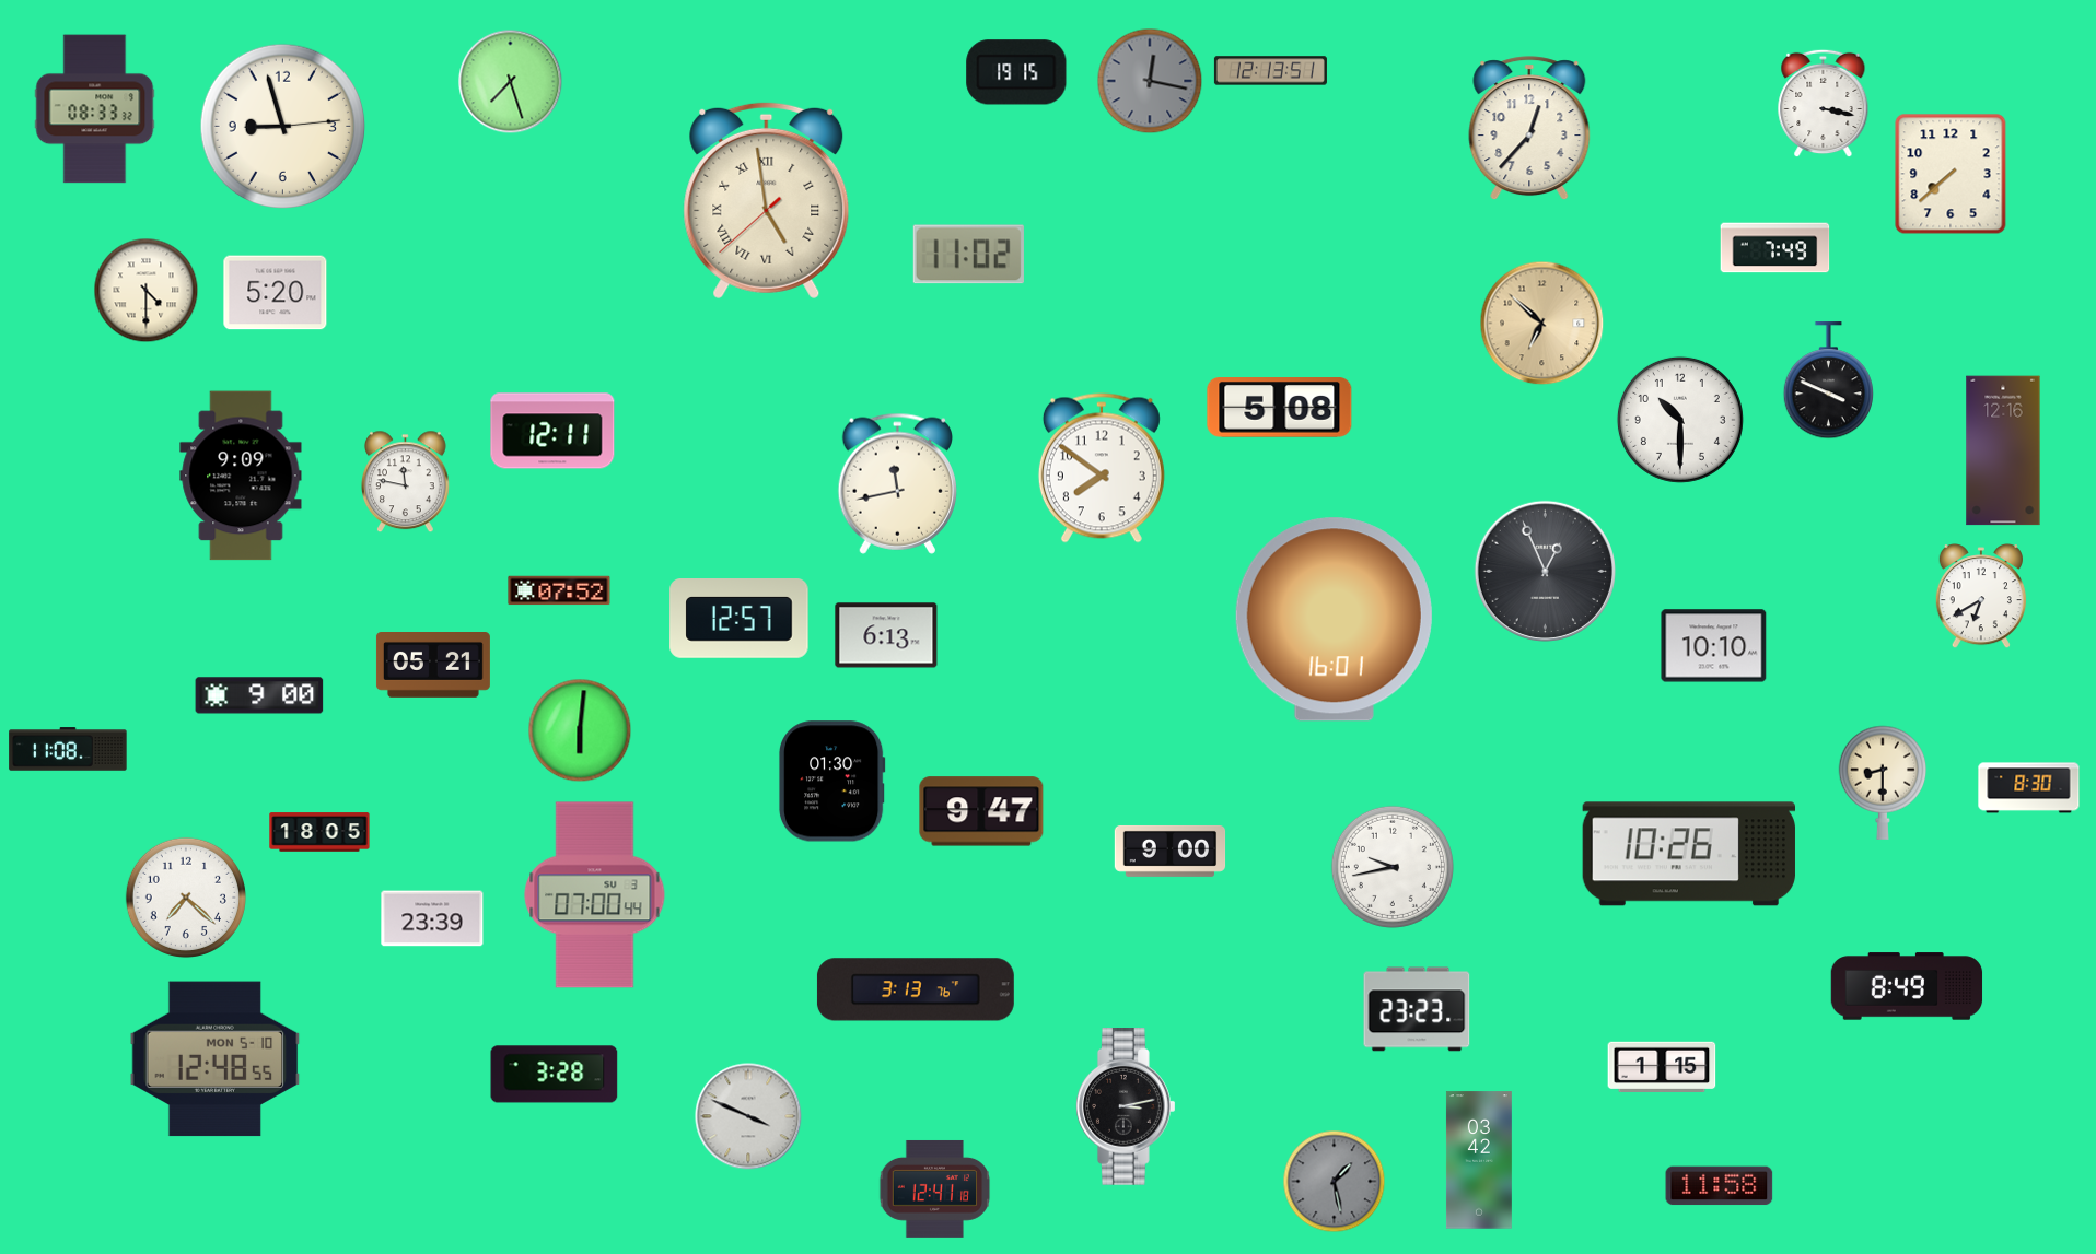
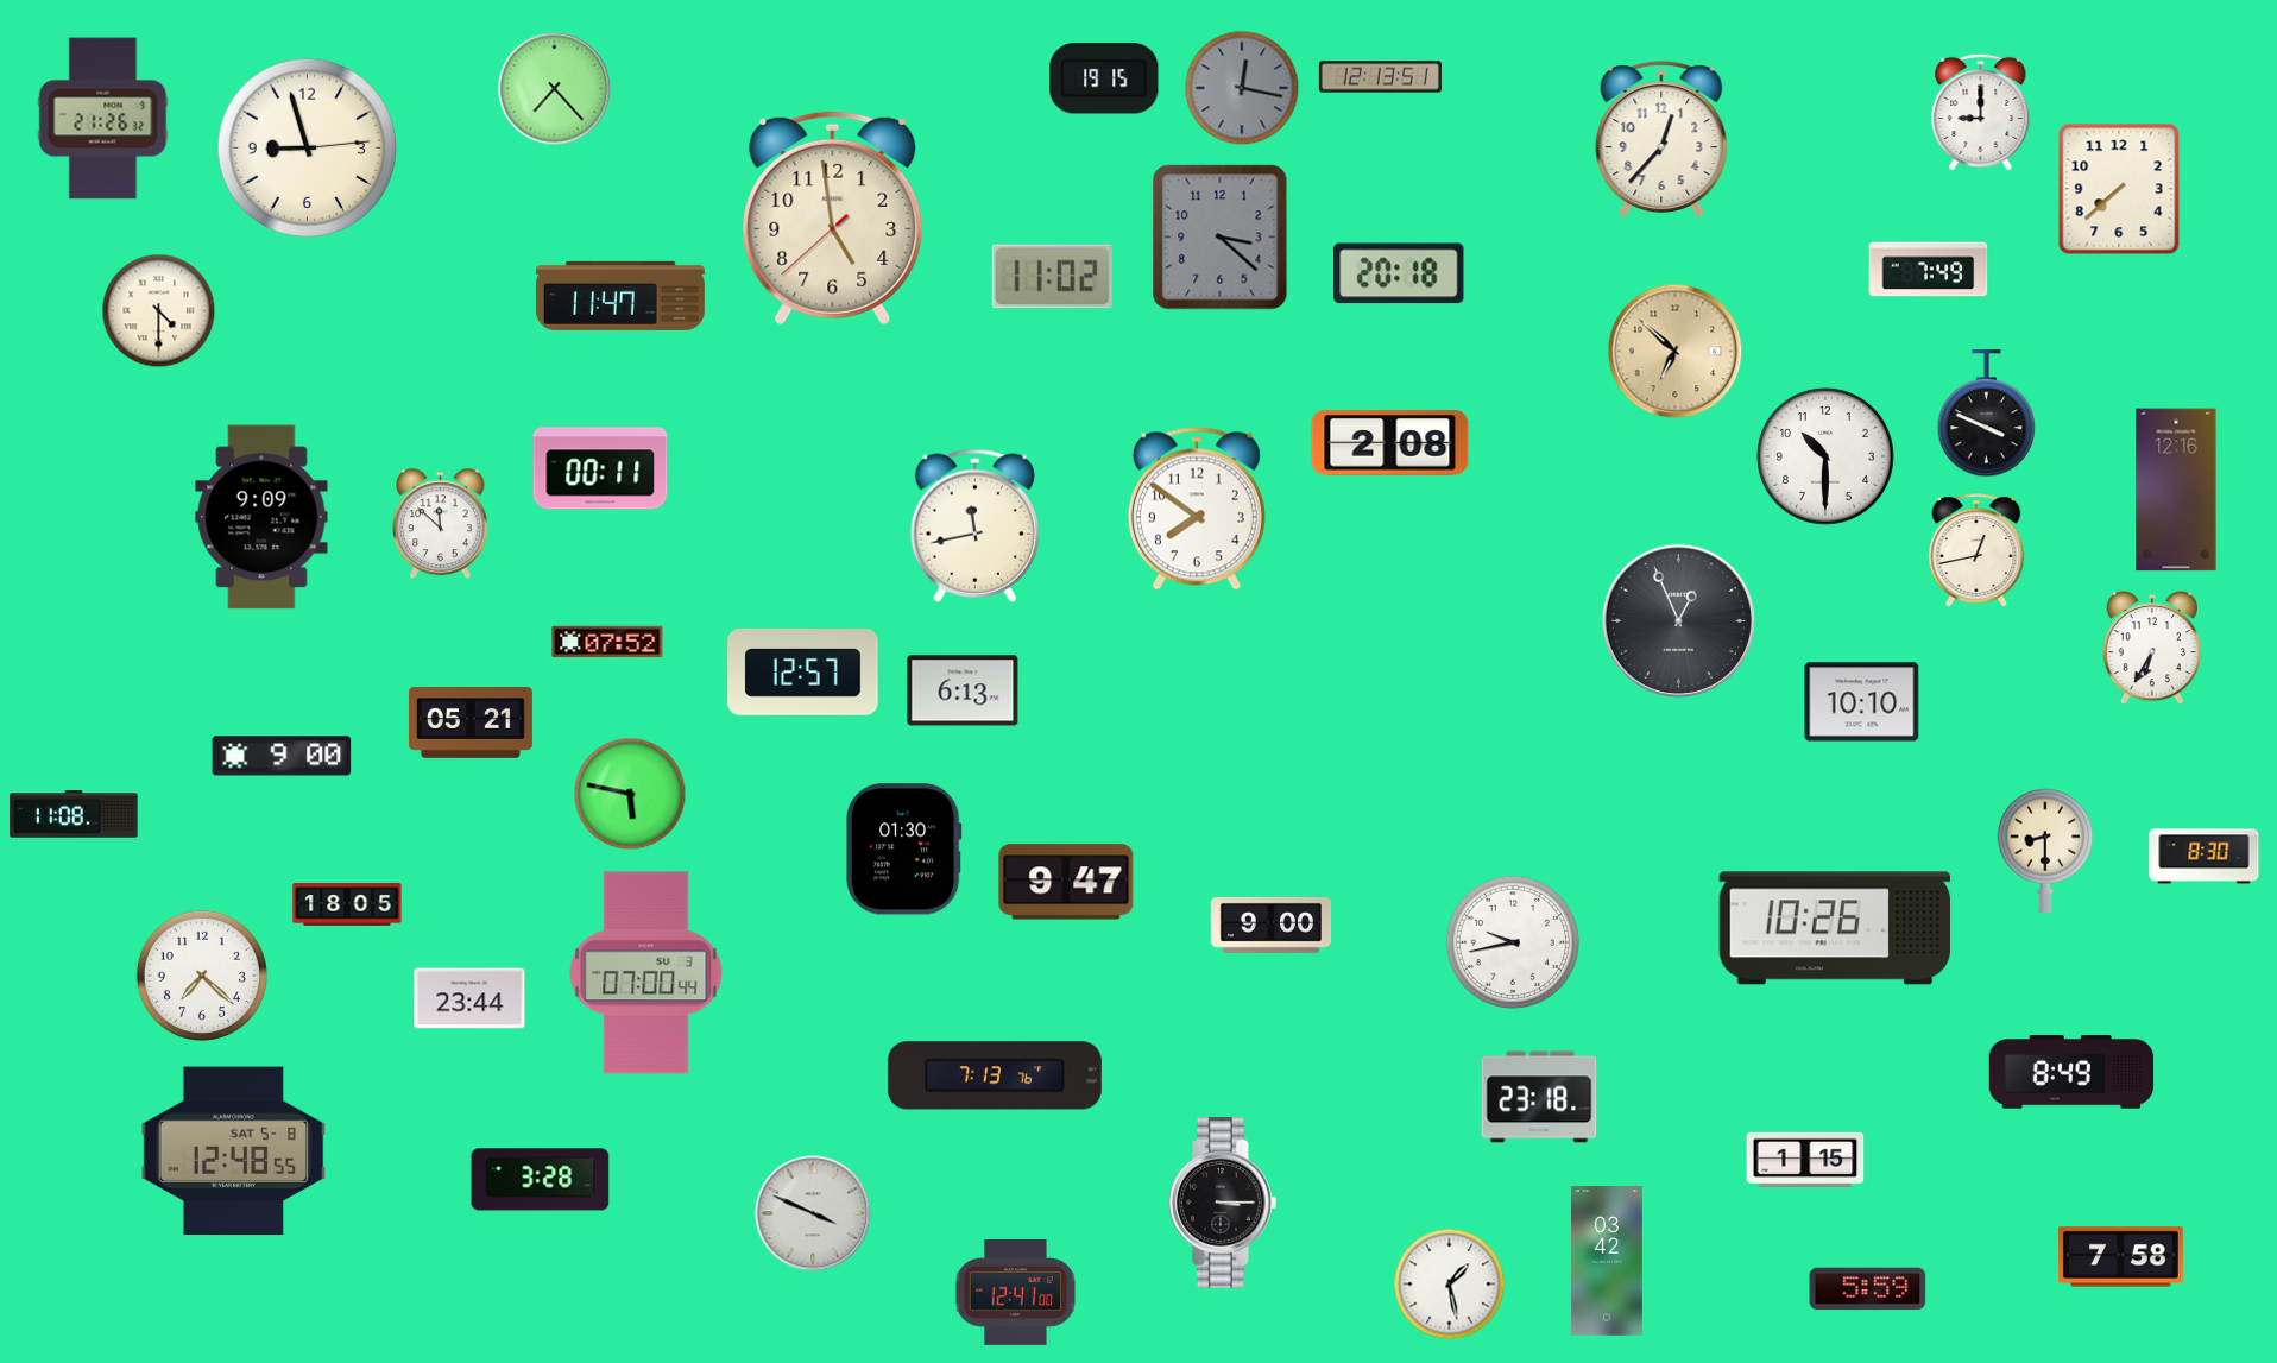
clock at (1150, 81) position: (1150, 81) -> (1242, 88)
clock at (511, 82): 7:27 -> 7:23
clock at (1824, 104): 3:17 -> 9:00
clock at (95, 109): 08:33 -> 21:26
clock at (283, 127) position: (283, 127) -> (308, 149)
clock at (767, 200) numerals: Roman -> Arabic
clock at (1221, 238): none -> 3:22
clock at (1399, 273): none -> 20:18
clock at (620, 296): none -> 11:47
clock at (147, 291) position: (147, 291) -> (159, 311)
clock at (276, 293): 5:20 -> none
clock at (1280, 408): 5:08 -> 2:08
clock at (552, 431): 12:11 -> 00:11
clock at (405, 482): 11:47 -> 11:52
clock at (1976, 550): none -> 12:43
clock at (1981, 597): 6:40 -> 6:35
clock at (1334, 620): 16:01 -> none
clock at (580, 730): 6:01 -> 5:47
clock at (432, 918): 23:39 -> 23:44
clock at (916, 989): 3:13 -> 7:13
clock at (1417, 1009): 23:23 -> 23:18
clock at (216, 1059) date: MON 5-10 -> SAT 5-8
clock at (555, 1075) position: (555, 1075) -> (541, 1180)
clock at (1127, 1107): 3:13 -> 3:15
clock at (2120, 1257): none -> 7:58
clock at (1335, 1182) dial: grey -> white
clock at (1720, 1186): 11:58 -> 5:59
clock at (935, 1188): 12:41:18 -> 12:41:00
